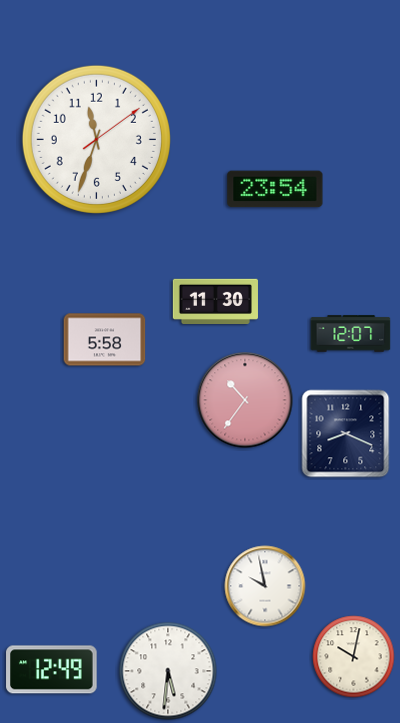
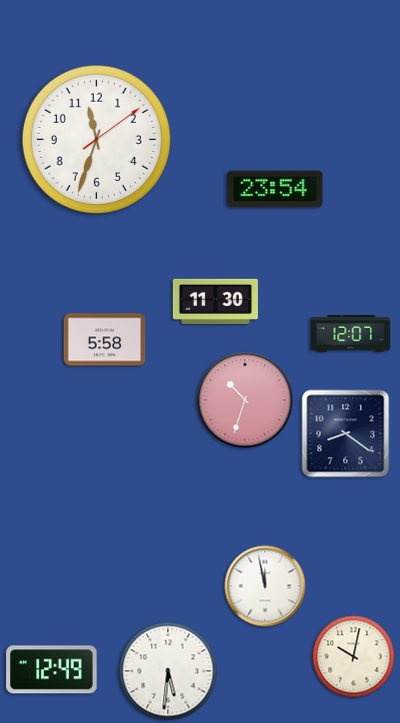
clock at (245, 400): 10:36 -> 10:33
clock at (346, 434): 8:19 -> 8:21
clock at (265, 586): 9:58 -> 11:58
